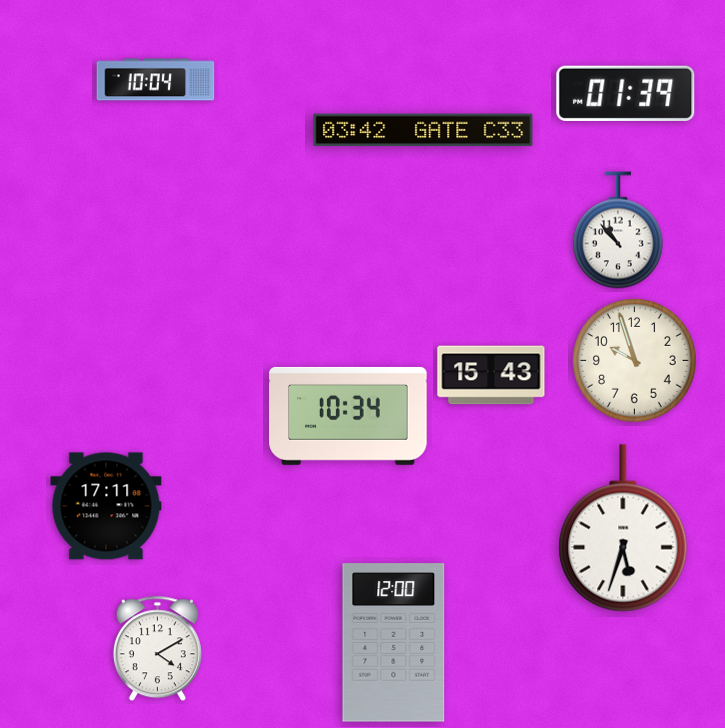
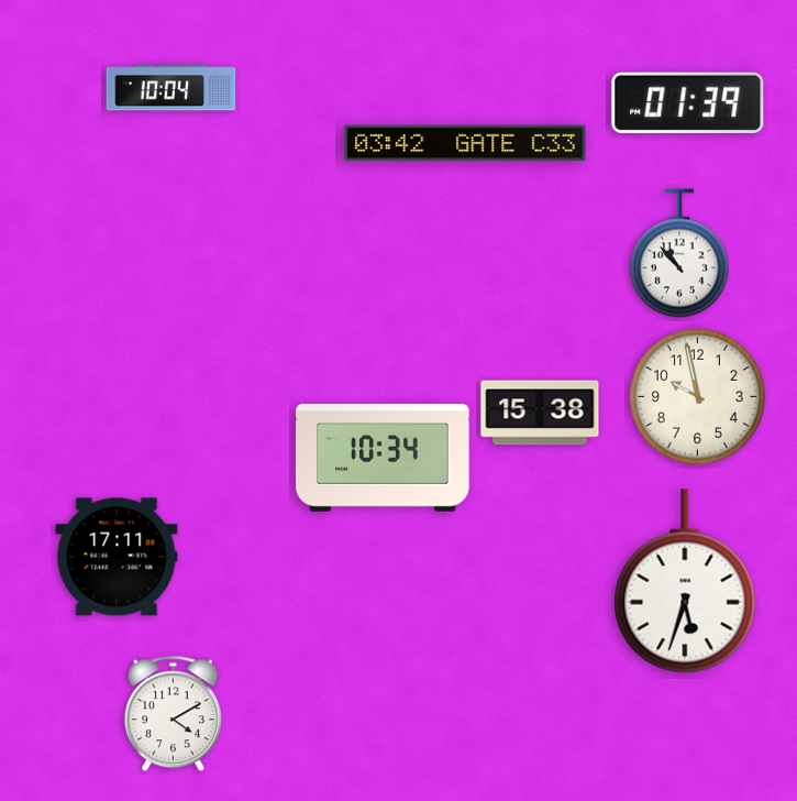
clock at (635, 361): 9:57 -> 9:58
clock at (491, 375): 15:43 -> 15:38
clock at (394, 643): 12:00 -> none
